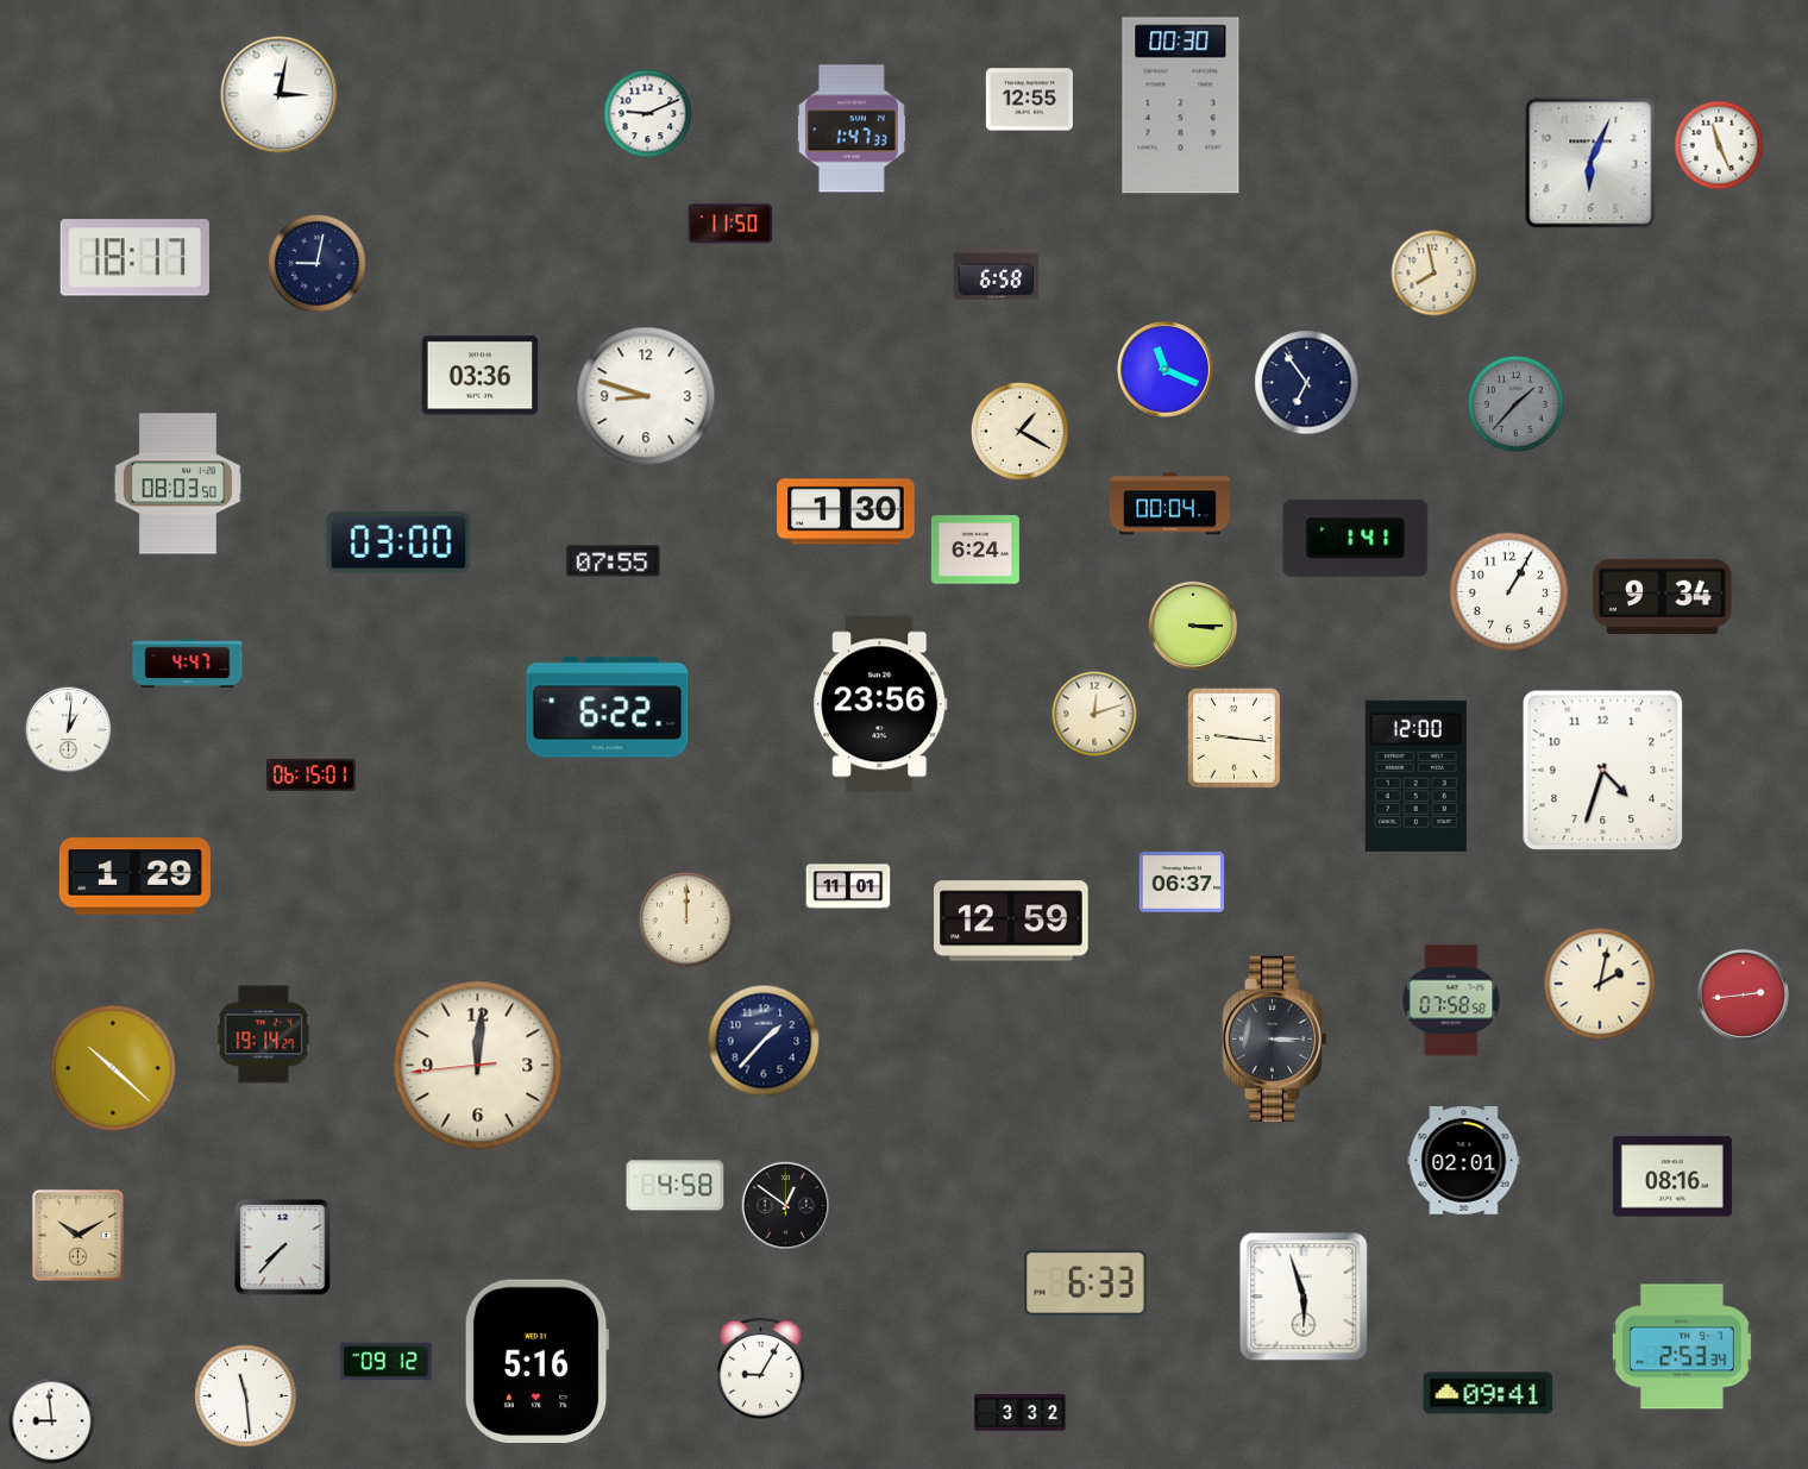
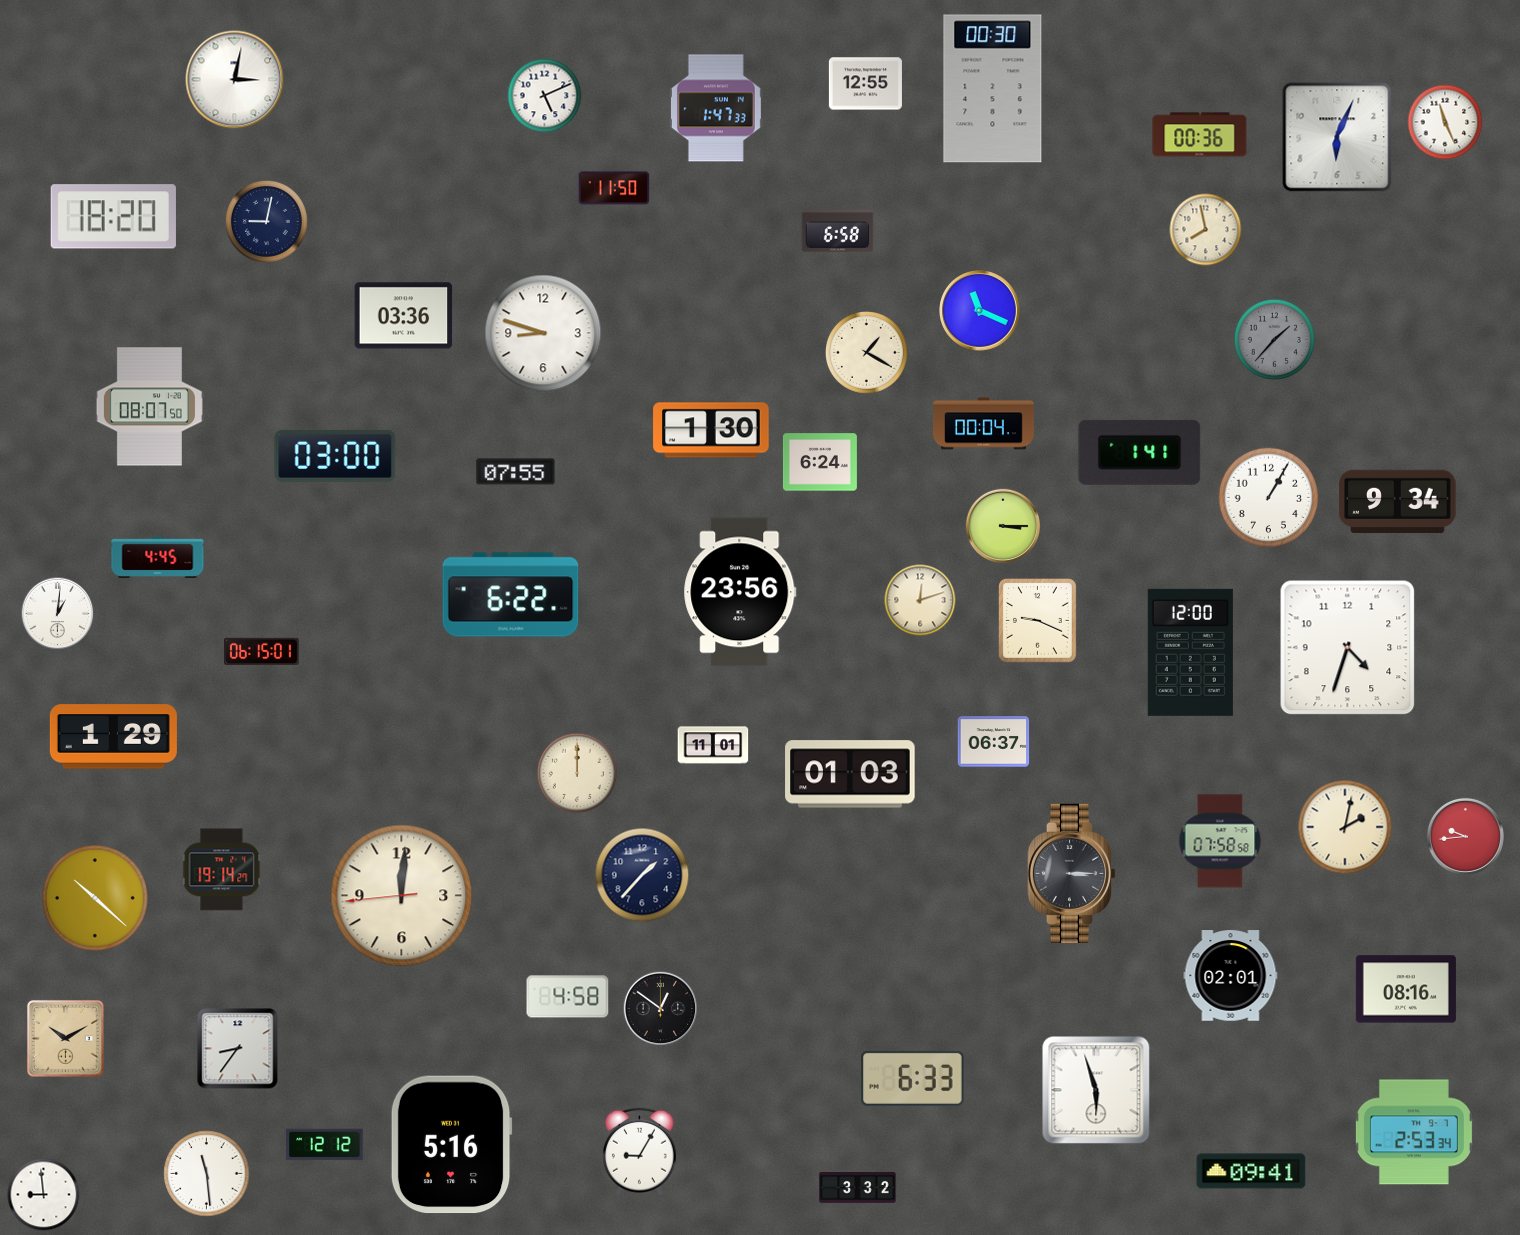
clock at (648, 114): 9:11 -> 5:11
clock at (1200, 135): none -> 00:36
clock at (134, 258): 18:17 -> 18:20
clock at (1307, 383): 6:54 -> none
clock at (1021, 432) position: (1021, 432) -> (867, 353)
clock at (177, 484): 08:03 -> 08:07
clock at (188, 664): 4:47 -> 4:45
clock at (1235, 739): 9:16 -> 9:19
clock at (1011, 921): 12:59 -> 01:03
clock at (1743, 994): 2:44 -> 9:44
clock at (786, 1206) position: (786, 1206) -> (661, 1009)
clock at (283, 1248): 7:37 -> 8:36
clock at (387, 1362): 09:12 -> 12:12
